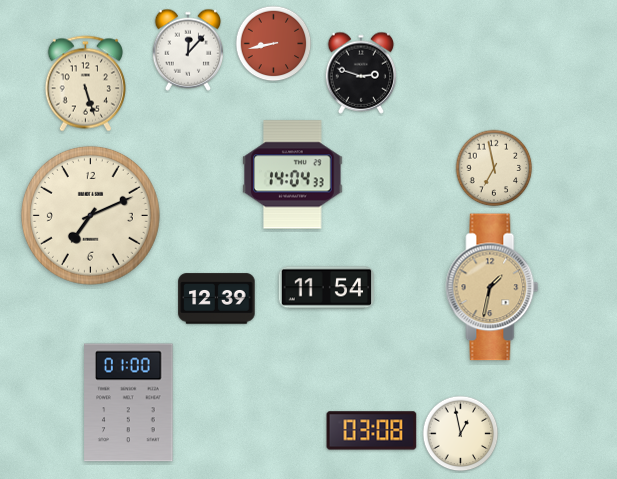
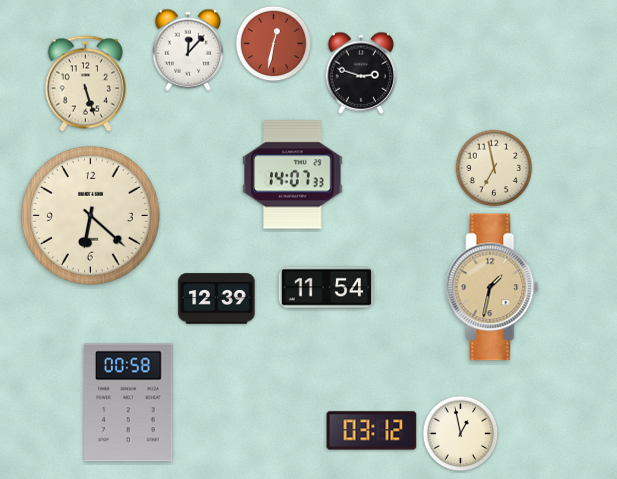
clock at (274, 44): 8:43 -> 12:32
clock at (293, 175): 14:04 -> 14:07
clock at (90, 215): 7:11 -> 6:22
clock at (129, 403): 01:00 -> 00:58
clock at (372, 431): 03:08 -> 03:12
